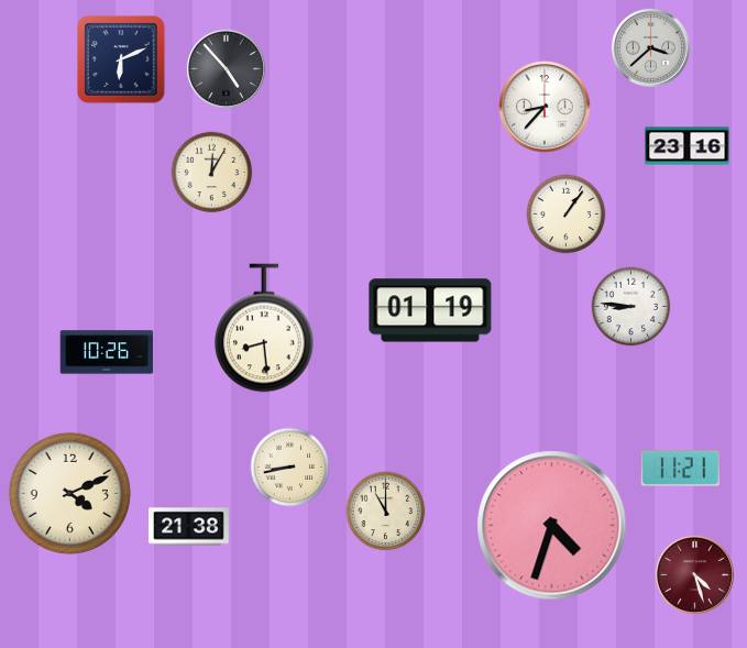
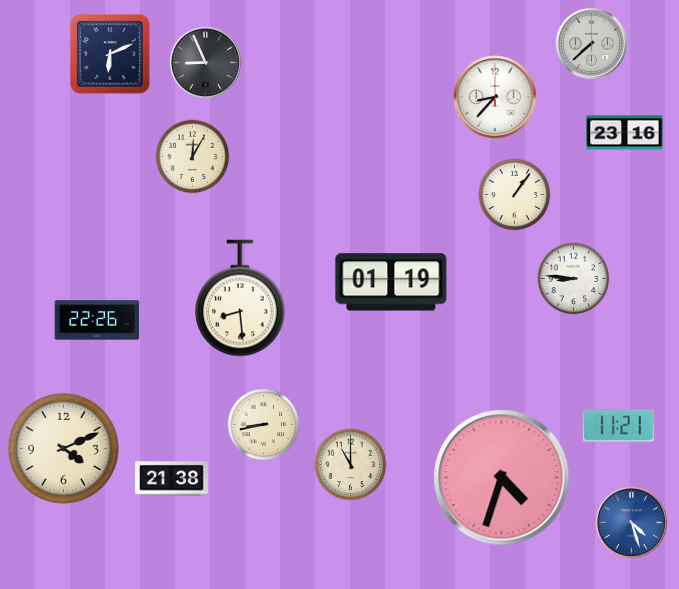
clock at (650, 47): 3:38 -> 7:38
clock at (226, 68): 4:53 -> 8:56
clock at (107, 352): 10:26 -> 22:26
clock at (694, 574) dial: burgundy -> blue
